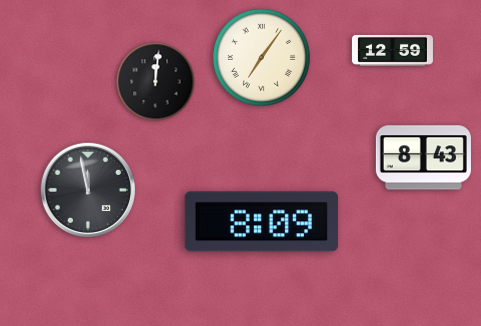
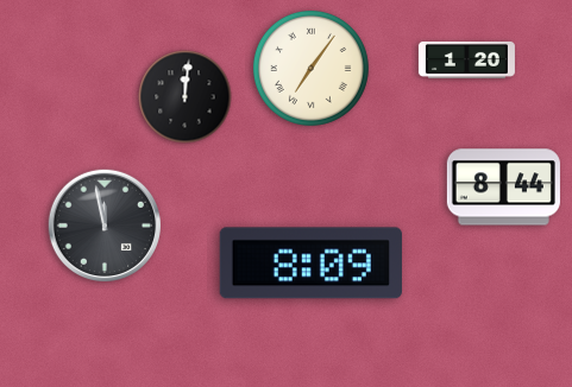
clock at (392, 50): 12:59 -> 1:20
clock at (423, 158): 8:43 -> 8:44
